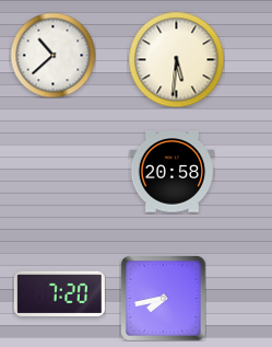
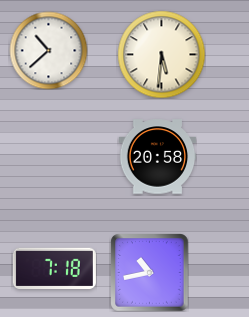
clock at (59, 294): 7:20 -> 7:18
clock at (163, 298): 7:43 -> 10:43
